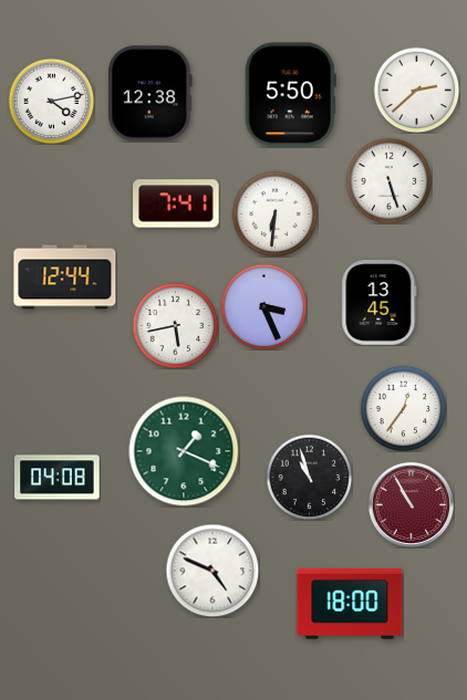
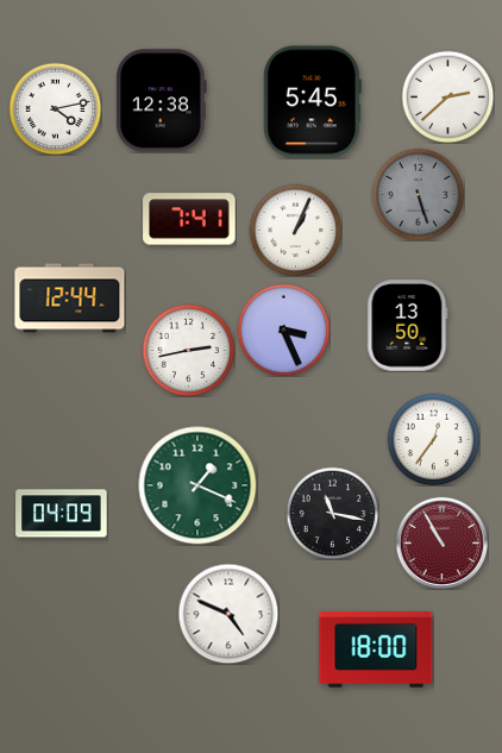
clock at (290, 95): 5:50 -> 5:45
clock at (388, 180) dial: white -> grey
clock at (274, 213): 6:31 -> 1:04
clock at (380, 303): 13:45 -> 13:50
clock at (175, 325): 5:43 -> 2:43
clock at (309, 477): 10:57 -> 11:17
clock at (58, 478): 04:08 -> 04:09
